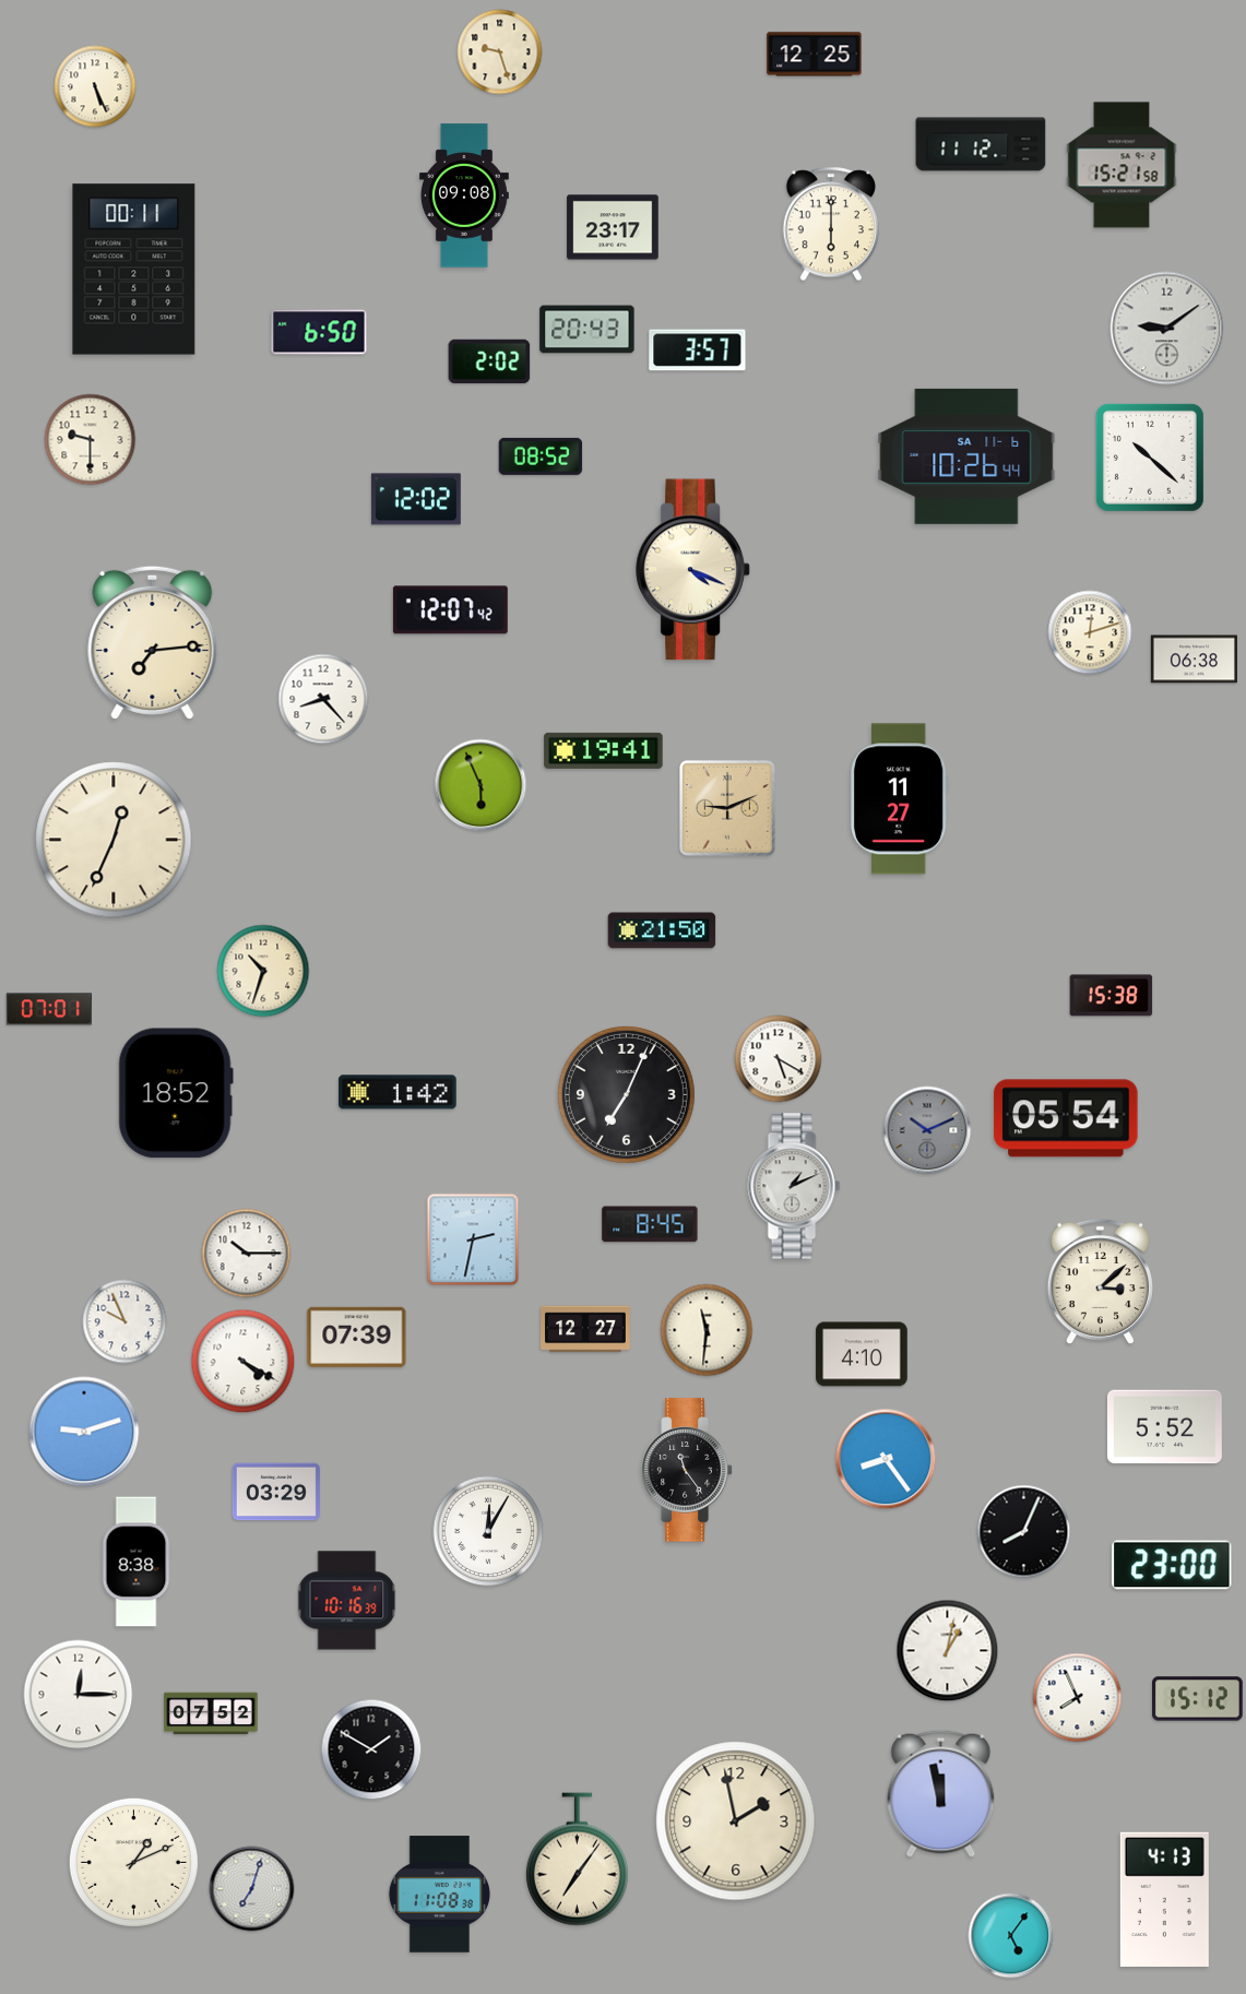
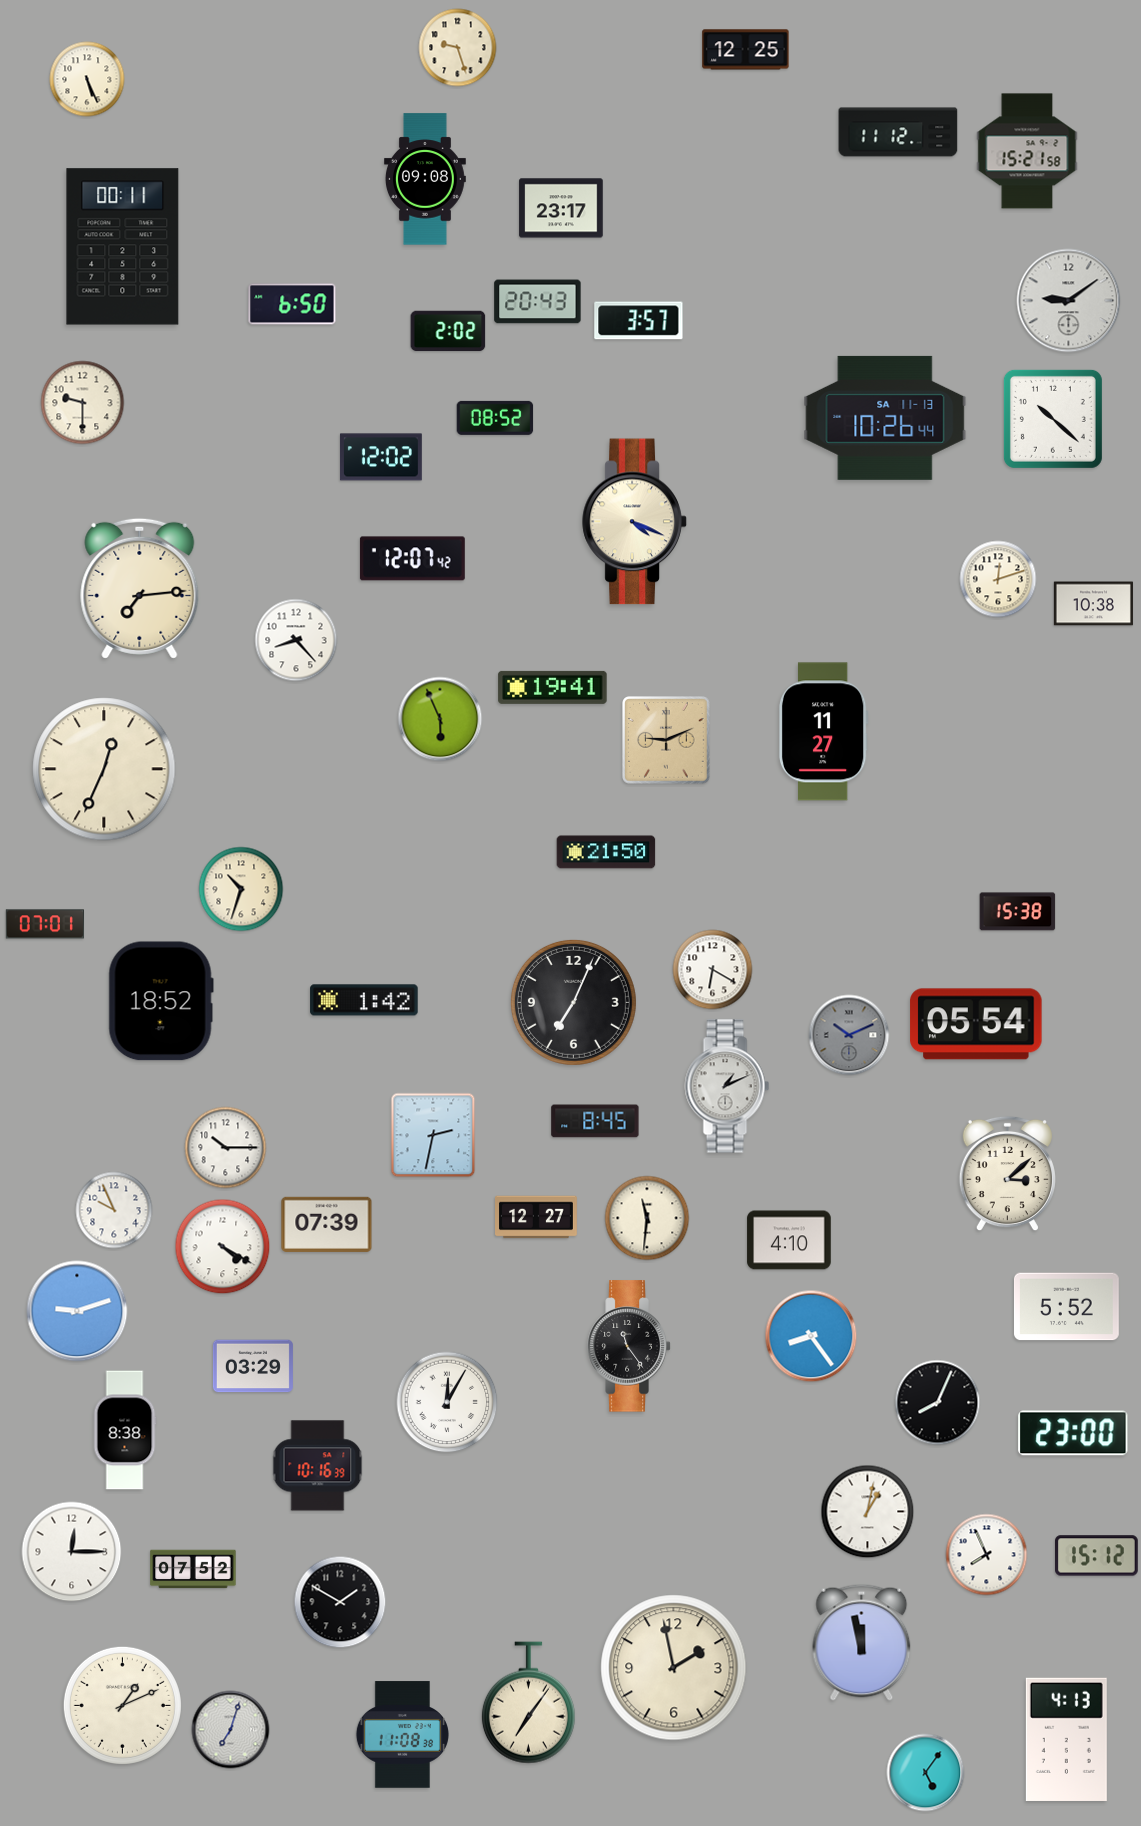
clock at (830, 224): 6:00 -> none
clock at (966, 456) date: SA 11-6 -> SA 11-13
clock at (1194, 660): 06:38 -> 10:38
clock at (779, 1059): 5:20 -> 6:20
